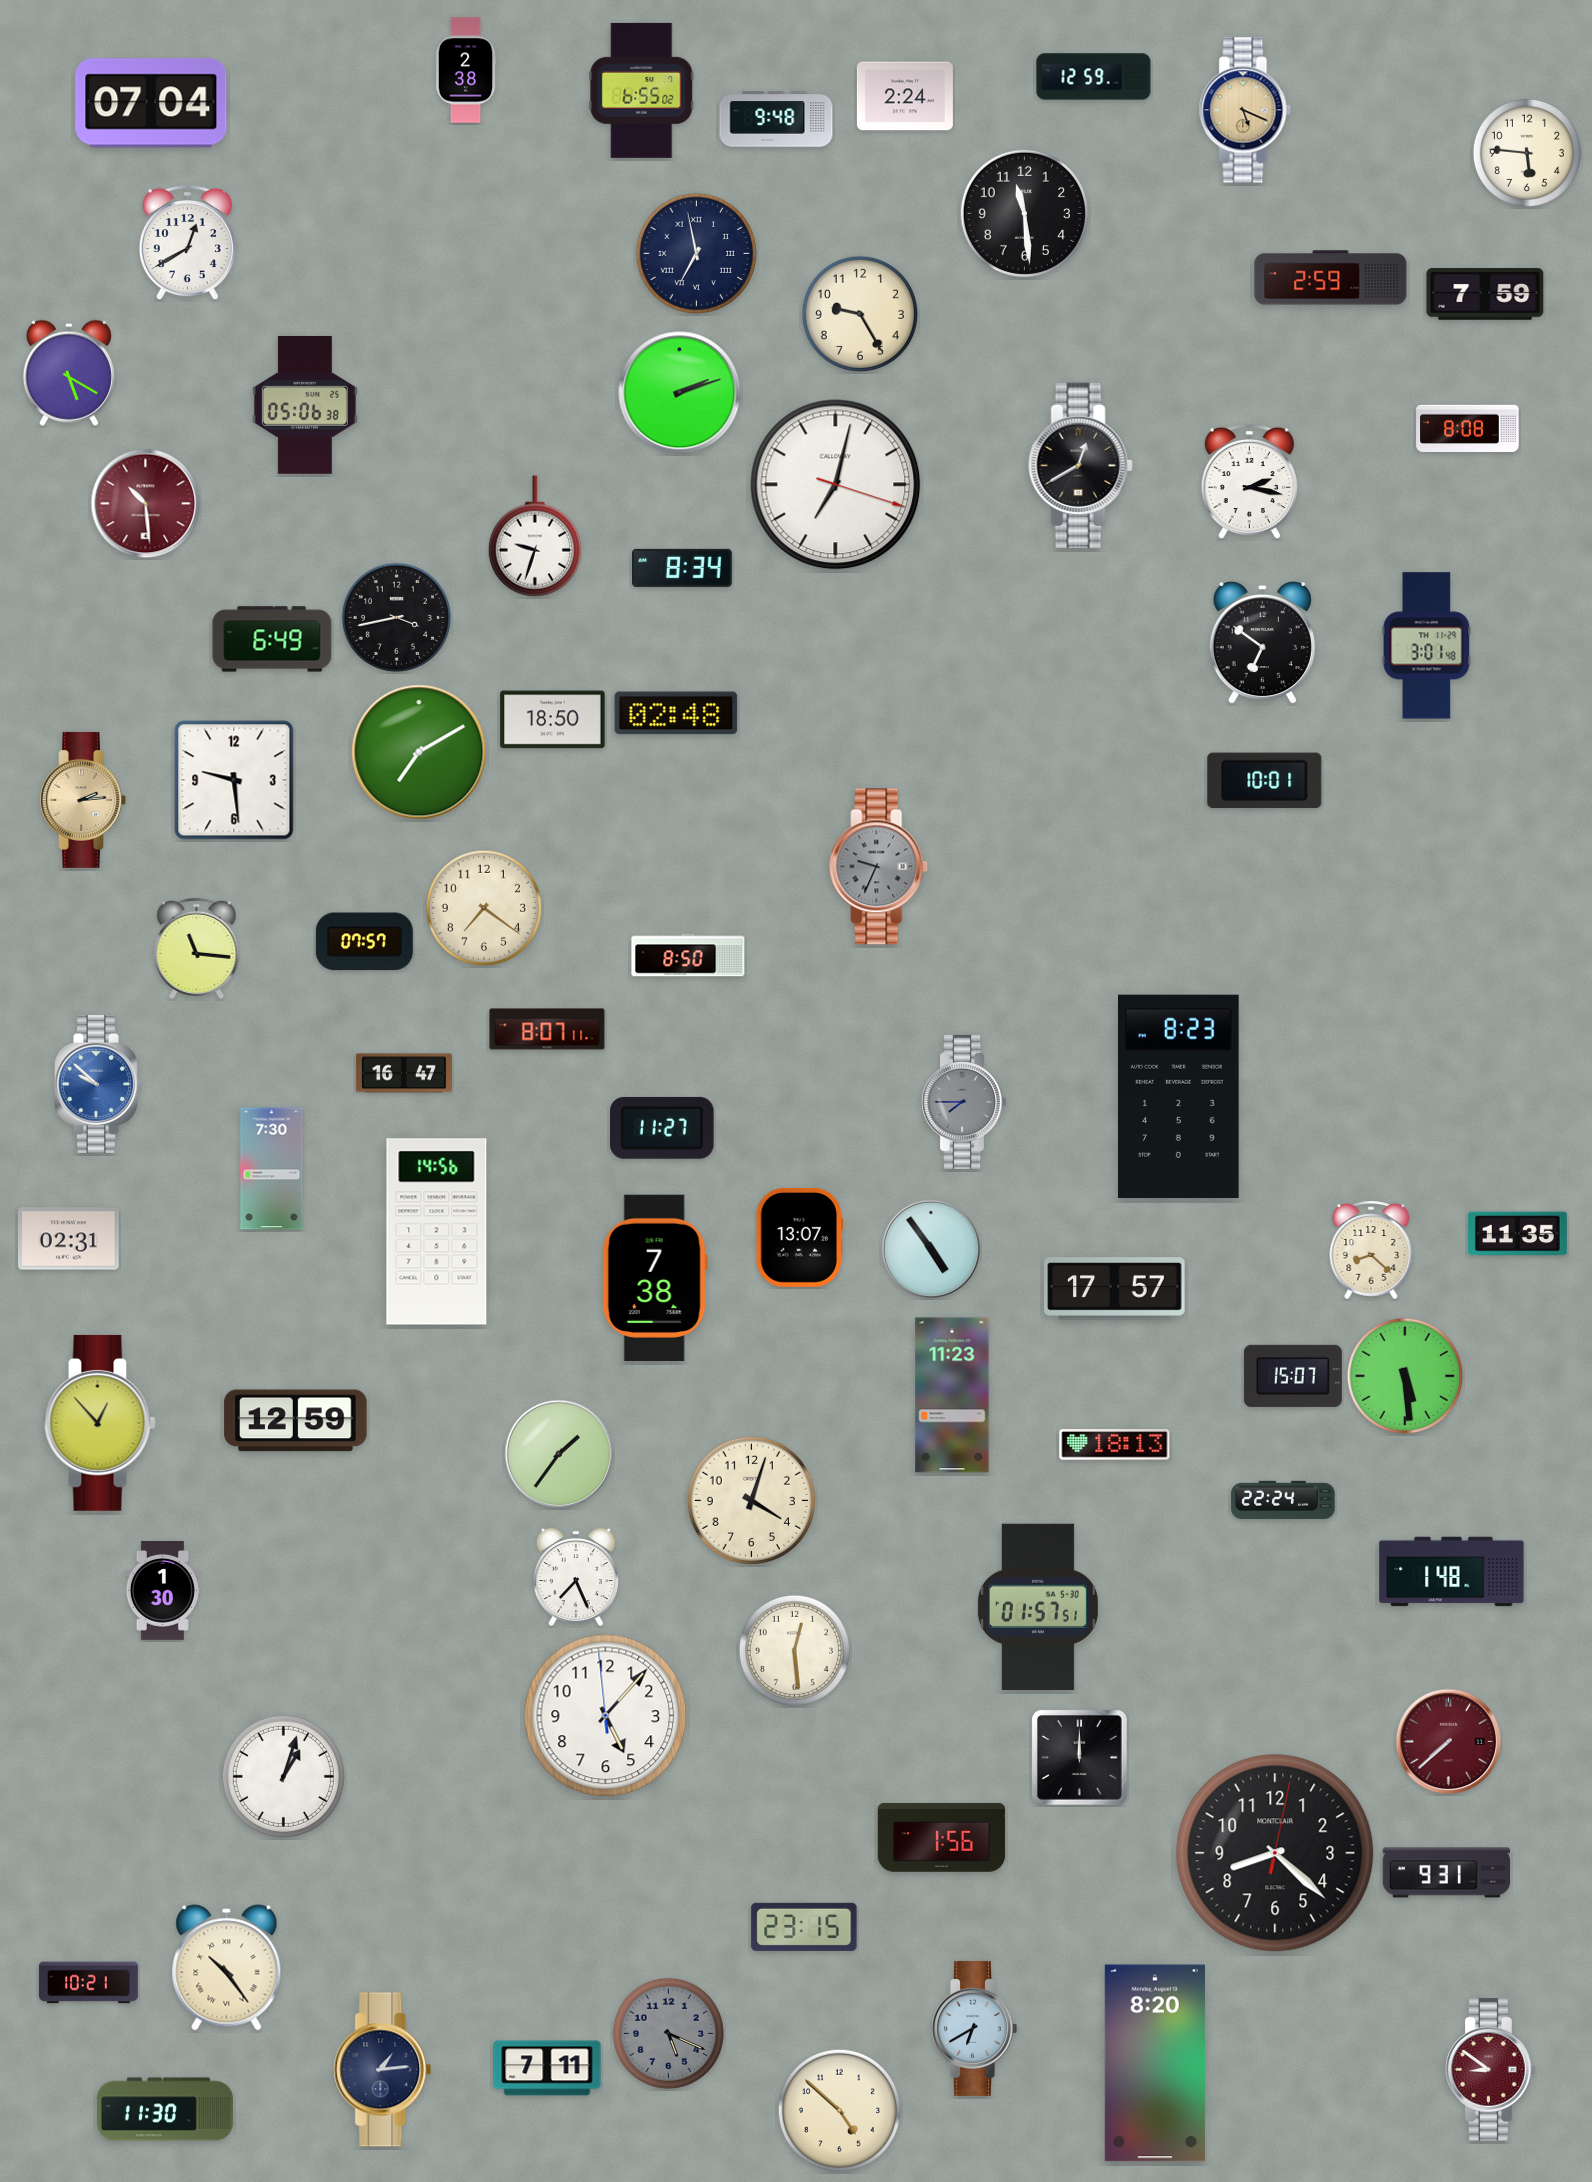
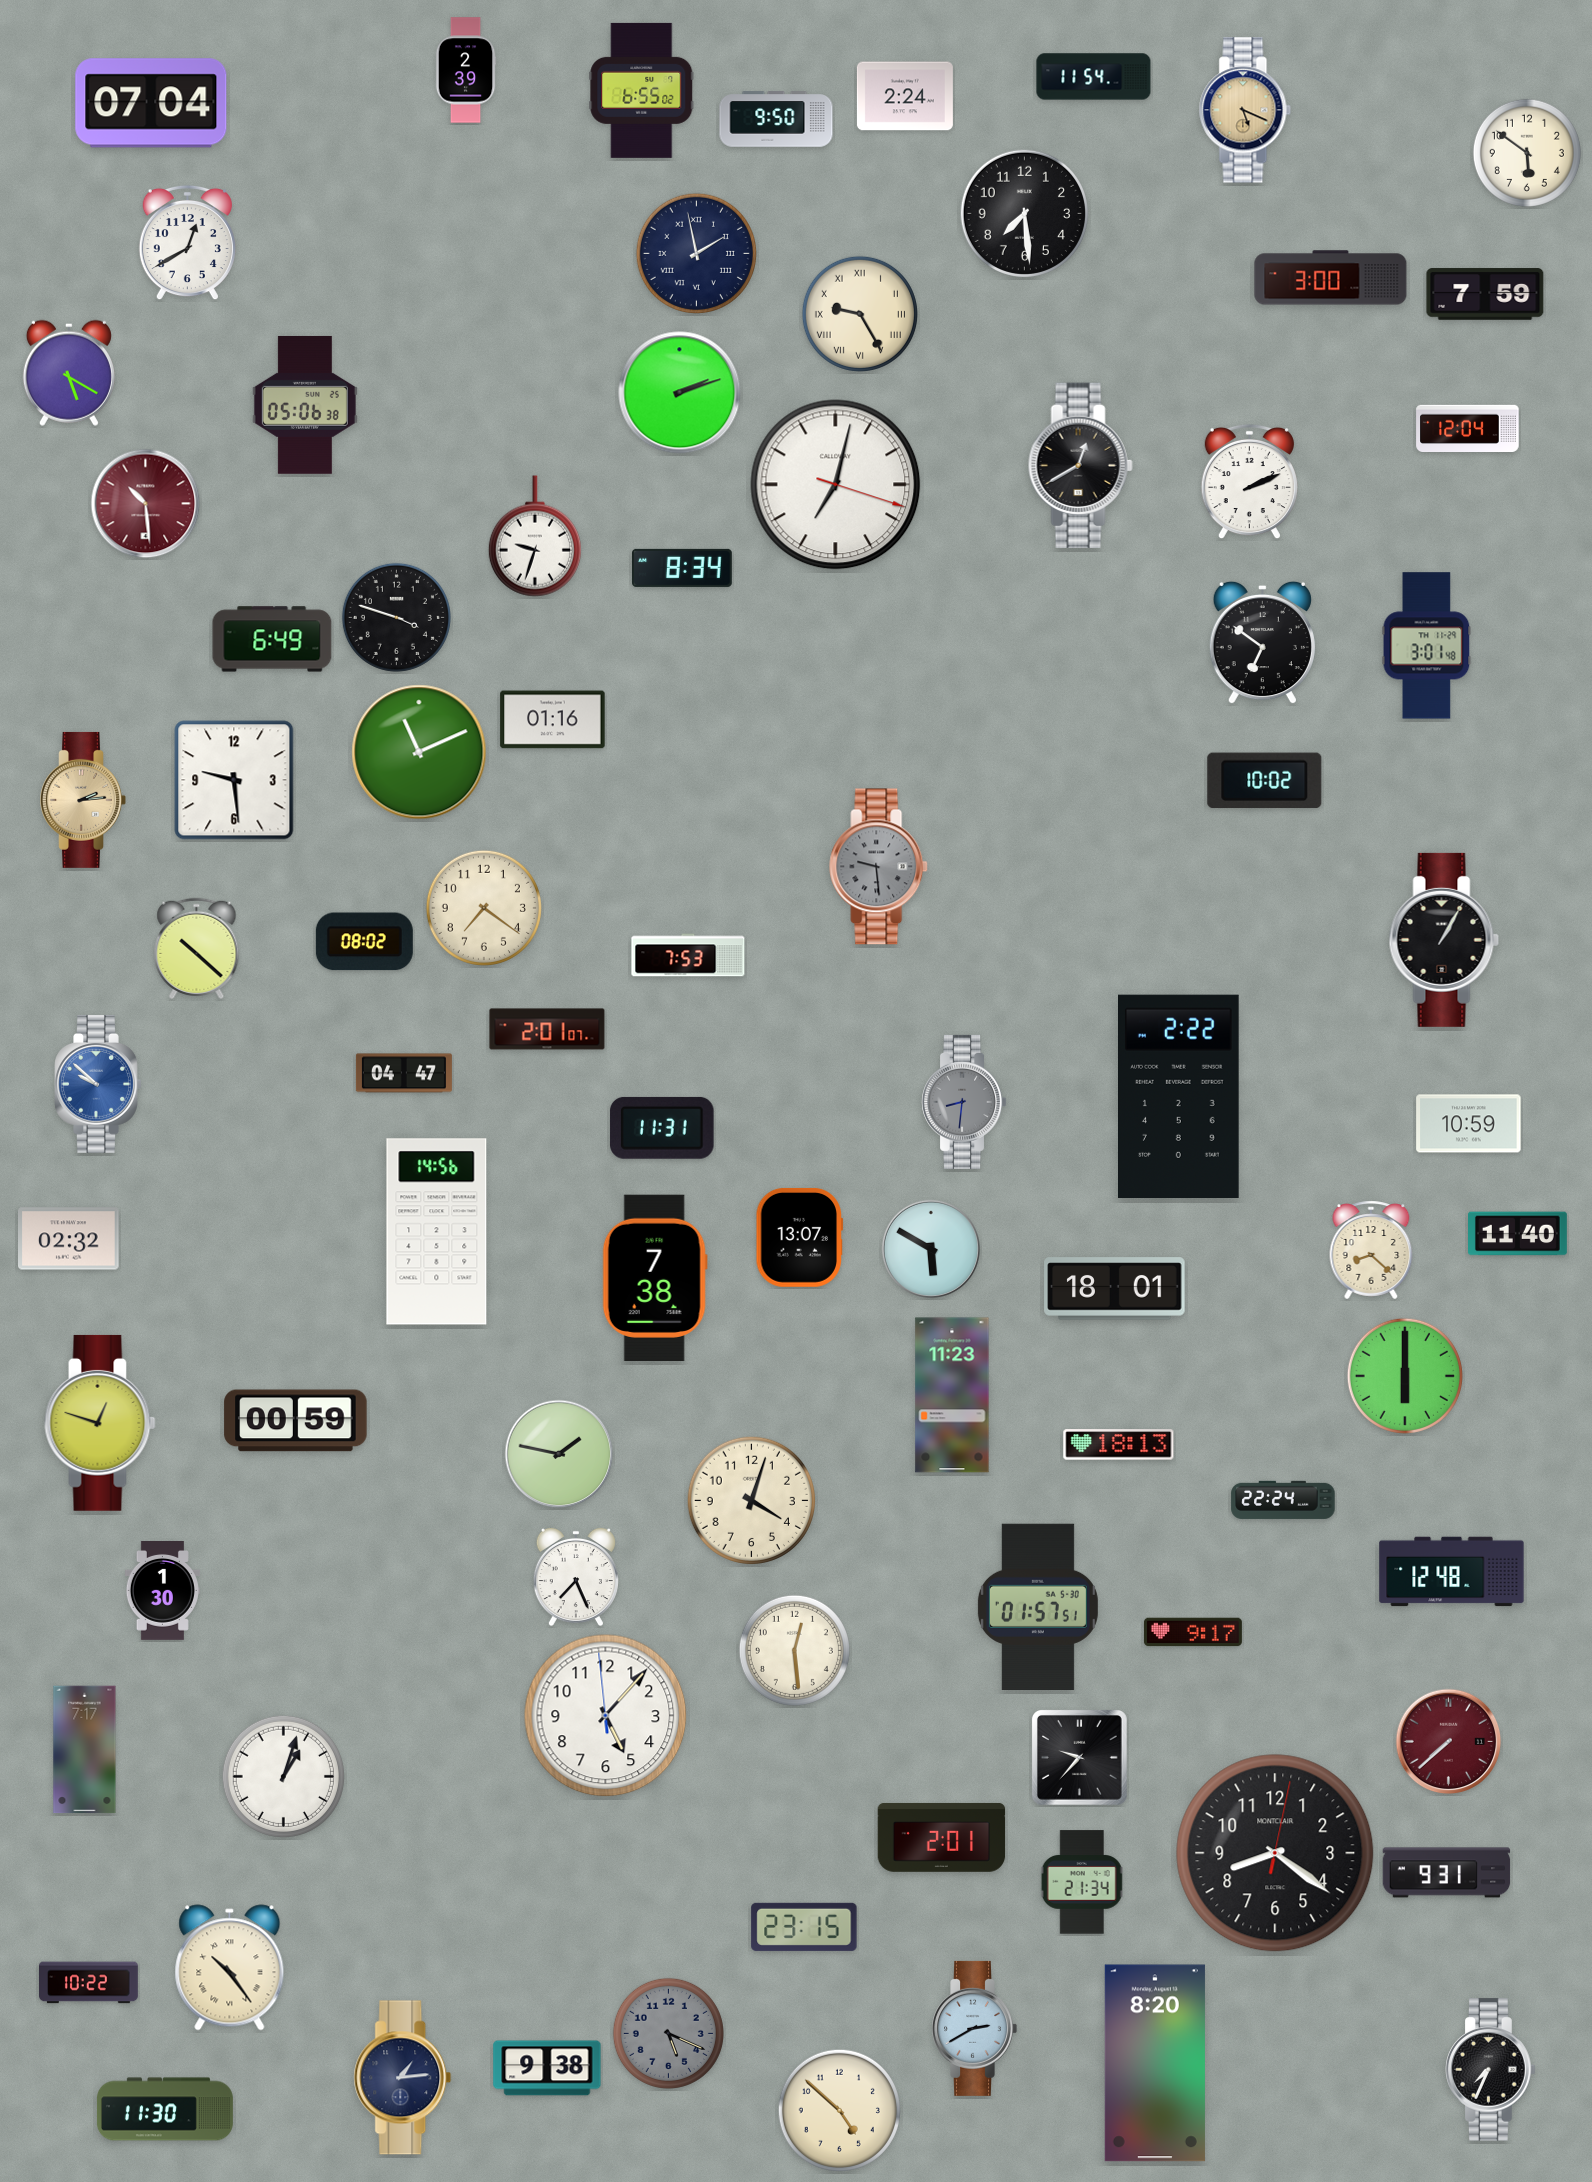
clock at (466, 70): 2:38 -> 2:39
clock at (1094, 77): 12:59 -> 11:54
clock at (776, 119): 9:48 -> 9:50
clock at (1527, 153): 5:46 -> 5:51
clock at (1024, 213): 11:29 -> 7:29
clock at (696, 253): 6:58 -> 1:58
clock at (1331, 278): 2:59 -> 3:00
clock at (860, 314) numerals: Arabic -> Roman
clock at (1468, 428): 8:08 -> 12:04
clock at (1249, 482): 2:17 -> 2:11
clock at (396, 617): 3:43 -> 3:48
clock at (676, 713): 02:48 -> none
clock at (553, 720): 18:50 -> 01:16
clock at (419, 752): 7:10 -> 11:11
clock at (1265, 781): 10:01 -> 10:02
clock at (879, 867): 9:34 -> 9:29
clock at (1444, 940): none -> 1:05
clock at (364, 942): 07:57 -> 08:02
clock at (197, 948): 11:16 -> 10:22
clock at (688, 955): 8:50 -> 7:53
clock at (547, 1029): 8:07 -> 2:01
clock at (404, 1073): 16:47 -> 04:47
clock at (1179, 1096): 8:23 -> 2:22
clock at (964, 1102): 7:45 -> 8:31
clock at (1469, 1124): none -> 10:59
clock at (662, 1128): 11:27 -> 11:31
clock at (272, 1169): 7:30 -> none
clock at (1518, 1234): 11:35 -> 11:40
clock at (69, 1239): 02:31 -> 02:32
clock at (931, 1249): 4:54 -> 5:50
clock at (1115, 1289): 17:57 -> 18:01
clock at (1293, 1376): 15:07 -> none
clock at (1405, 1376): 5:29 -> 6:00
clock at (296, 1421): 12:59 -> 00:59
clock at (100, 1423): 12:53 -> 12:48
clock at (1115, 1445) position: (1115, 1445) -> (1119, 1445)
clock at (559, 1454): 1:36 -> 1:47
clock at (1452, 1572): 1:48 -> 12:48
clock at (1193, 1632): none -> 9:17
clock at (85, 1750): none -> 7:17
clock at (1080, 1758): 12:00 -> 9:37
clock at (942, 1838): 1:56 -> 2:01
clock at (1275, 1853): 8:22 -> 8:21
clock at (1082, 1882): none -> 21:34
clock at (227, 1968) position: (227, 1968) -> (230, 1968)
clock at (89, 1983): 10:21 -> 10:22
clock at (974, 2028): 6:40 -> 2:40
clock at (547, 2068): 7:11 -> 9:38
clock at (383, 2070) position: (383, 2070) -> (403, 2078)
clock at (1491, 2070): 8:51 -> 7:34
clock at (1491, 2070) dial: burgundy -> black
